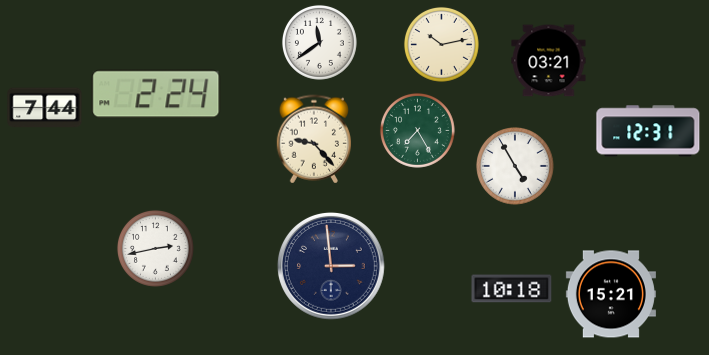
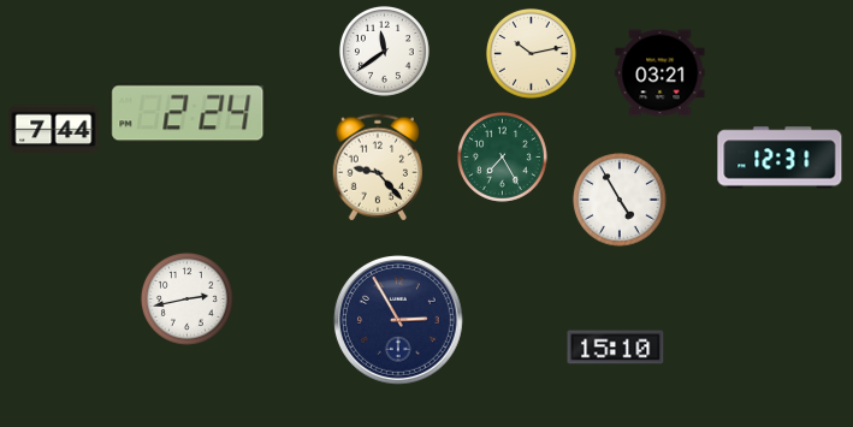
clock at (331, 266): 2:59 -> 2:55
clock at (512, 289): 10:18 -> 15:10
clock at (611, 294): 15:21 -> none
